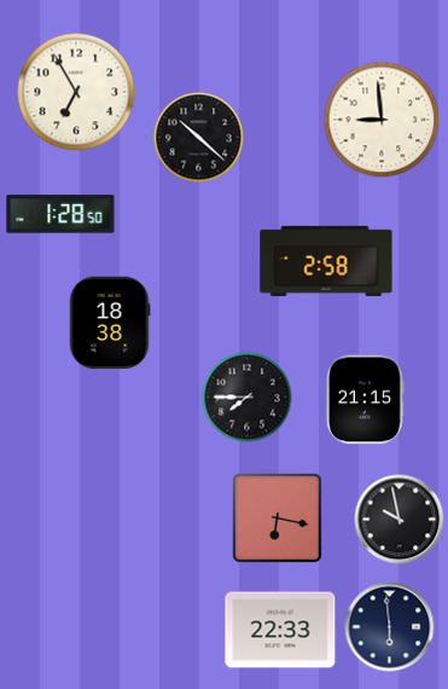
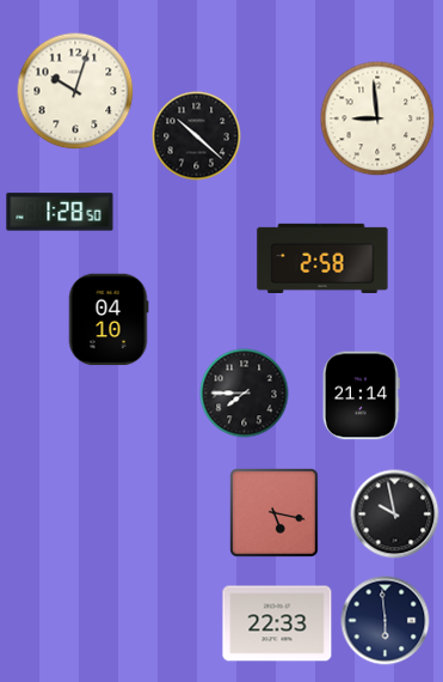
clock at (76, 92): 6:55 -> 10:03
clock at (110, 323): 18:38 -> 04:10
clock at (365, 400): 21:15 -> 21:14
clock at (278, 519): 6:17 -> 5:17
